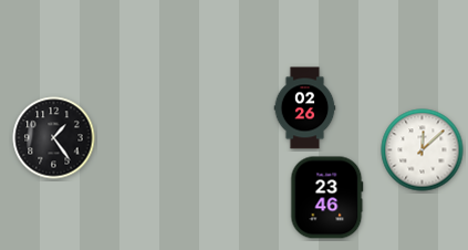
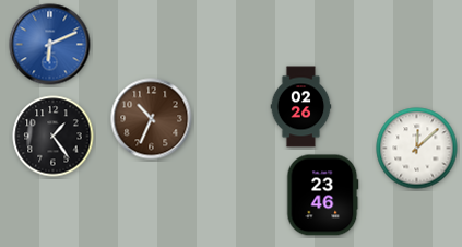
clock at (50, 45): none -> 6:11
clock at (152, 119): none -> 10:34
